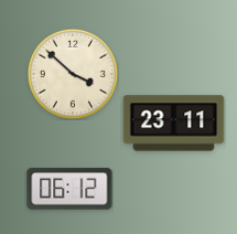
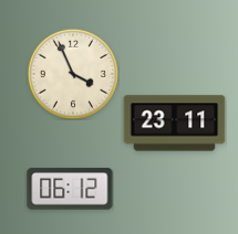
clock at (73, 74): 3:52 -> 3:56
